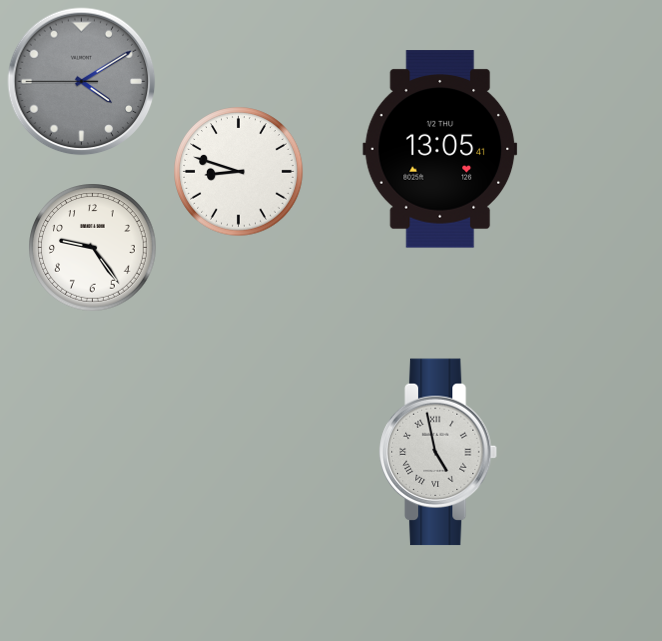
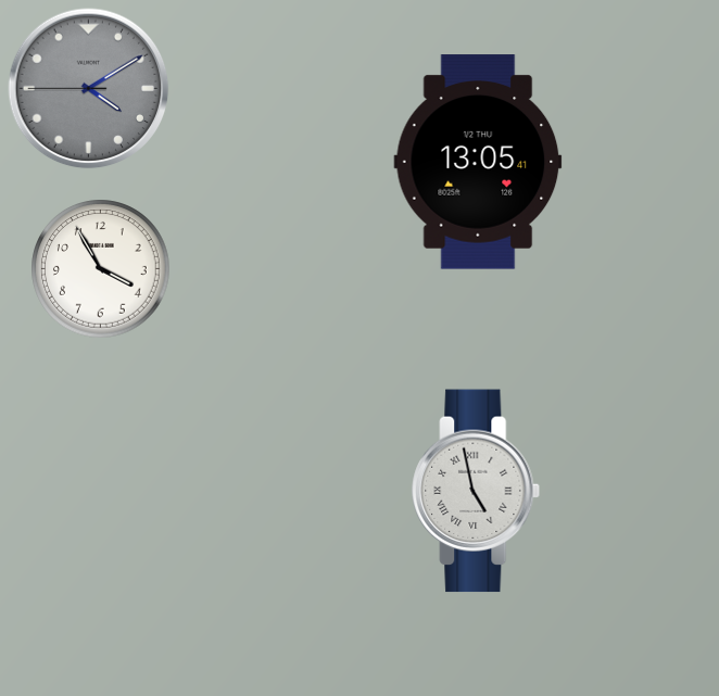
clock at (239, 172): 8:48 -> none
clock at (93, 248): 9:24 -> 3:55
